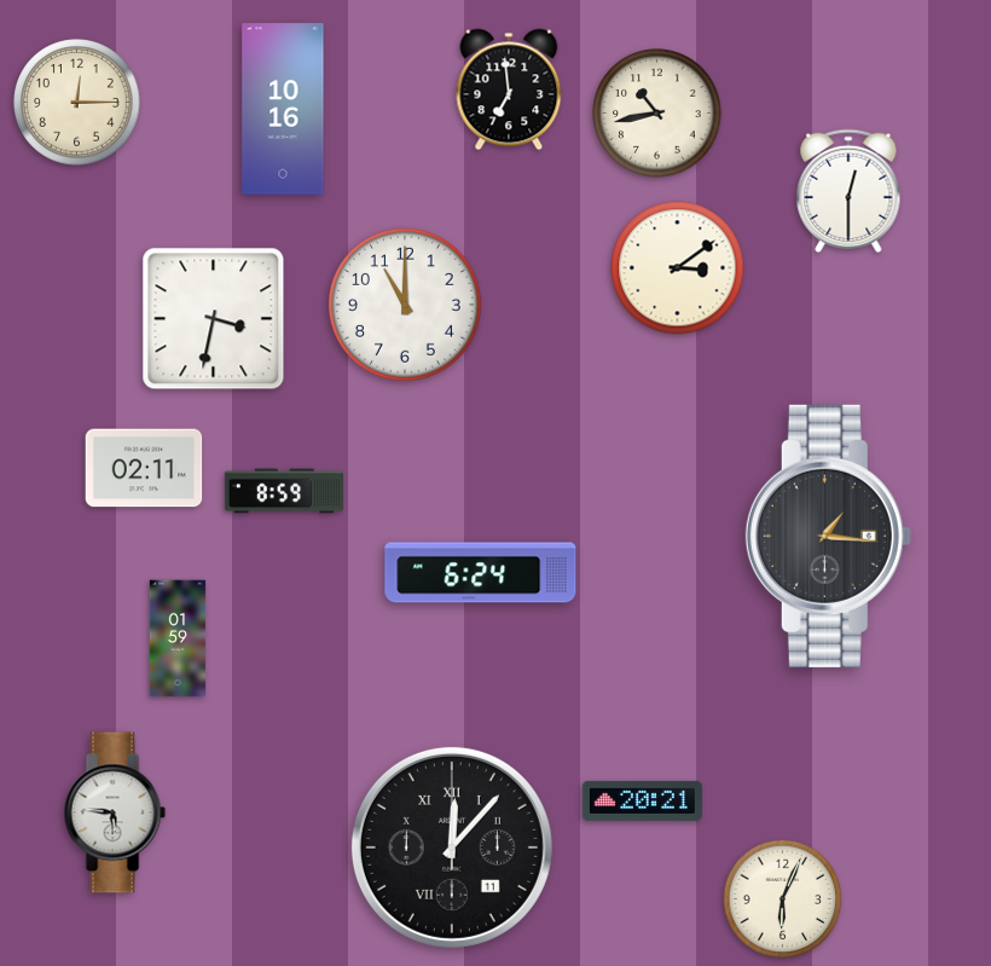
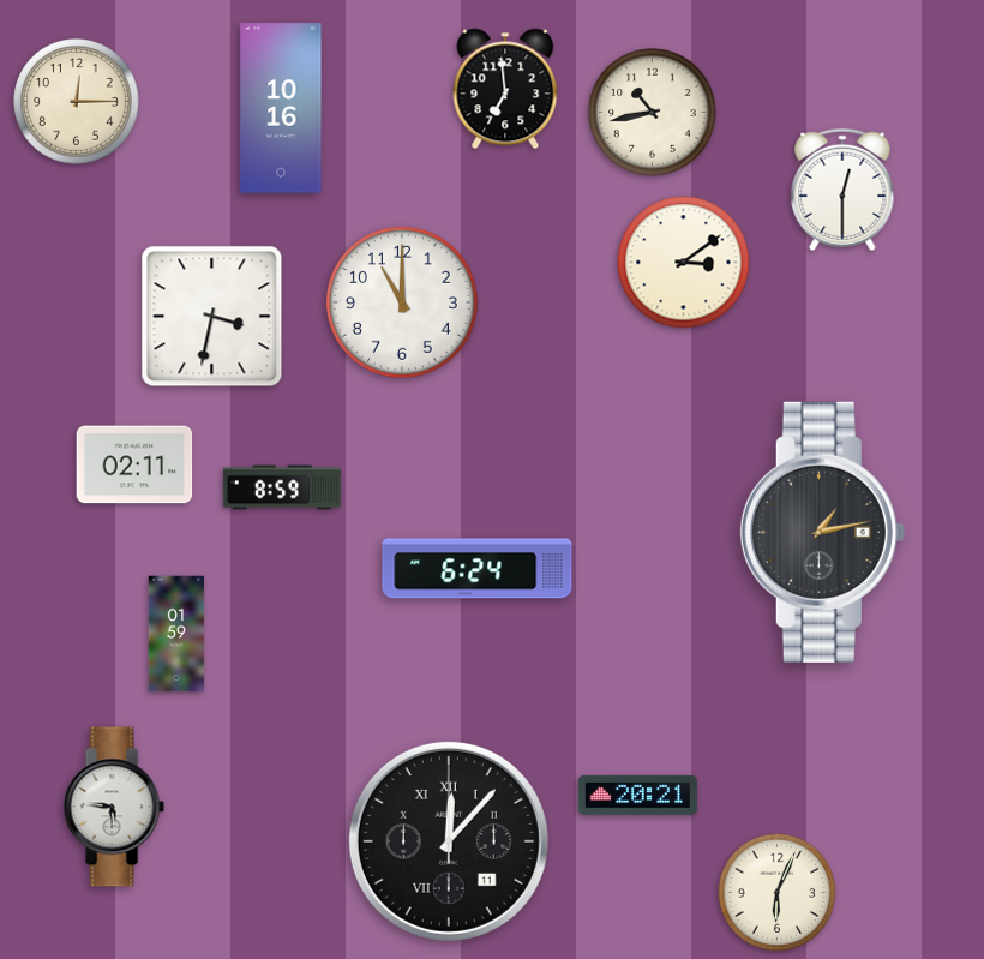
clock at (678, 268) position: (678, 268) -> (684, 263)
clock at (144, 468) position: (144, 468) -> (134, 464)
clock at (828, 536): 1:16 -> 1:13
